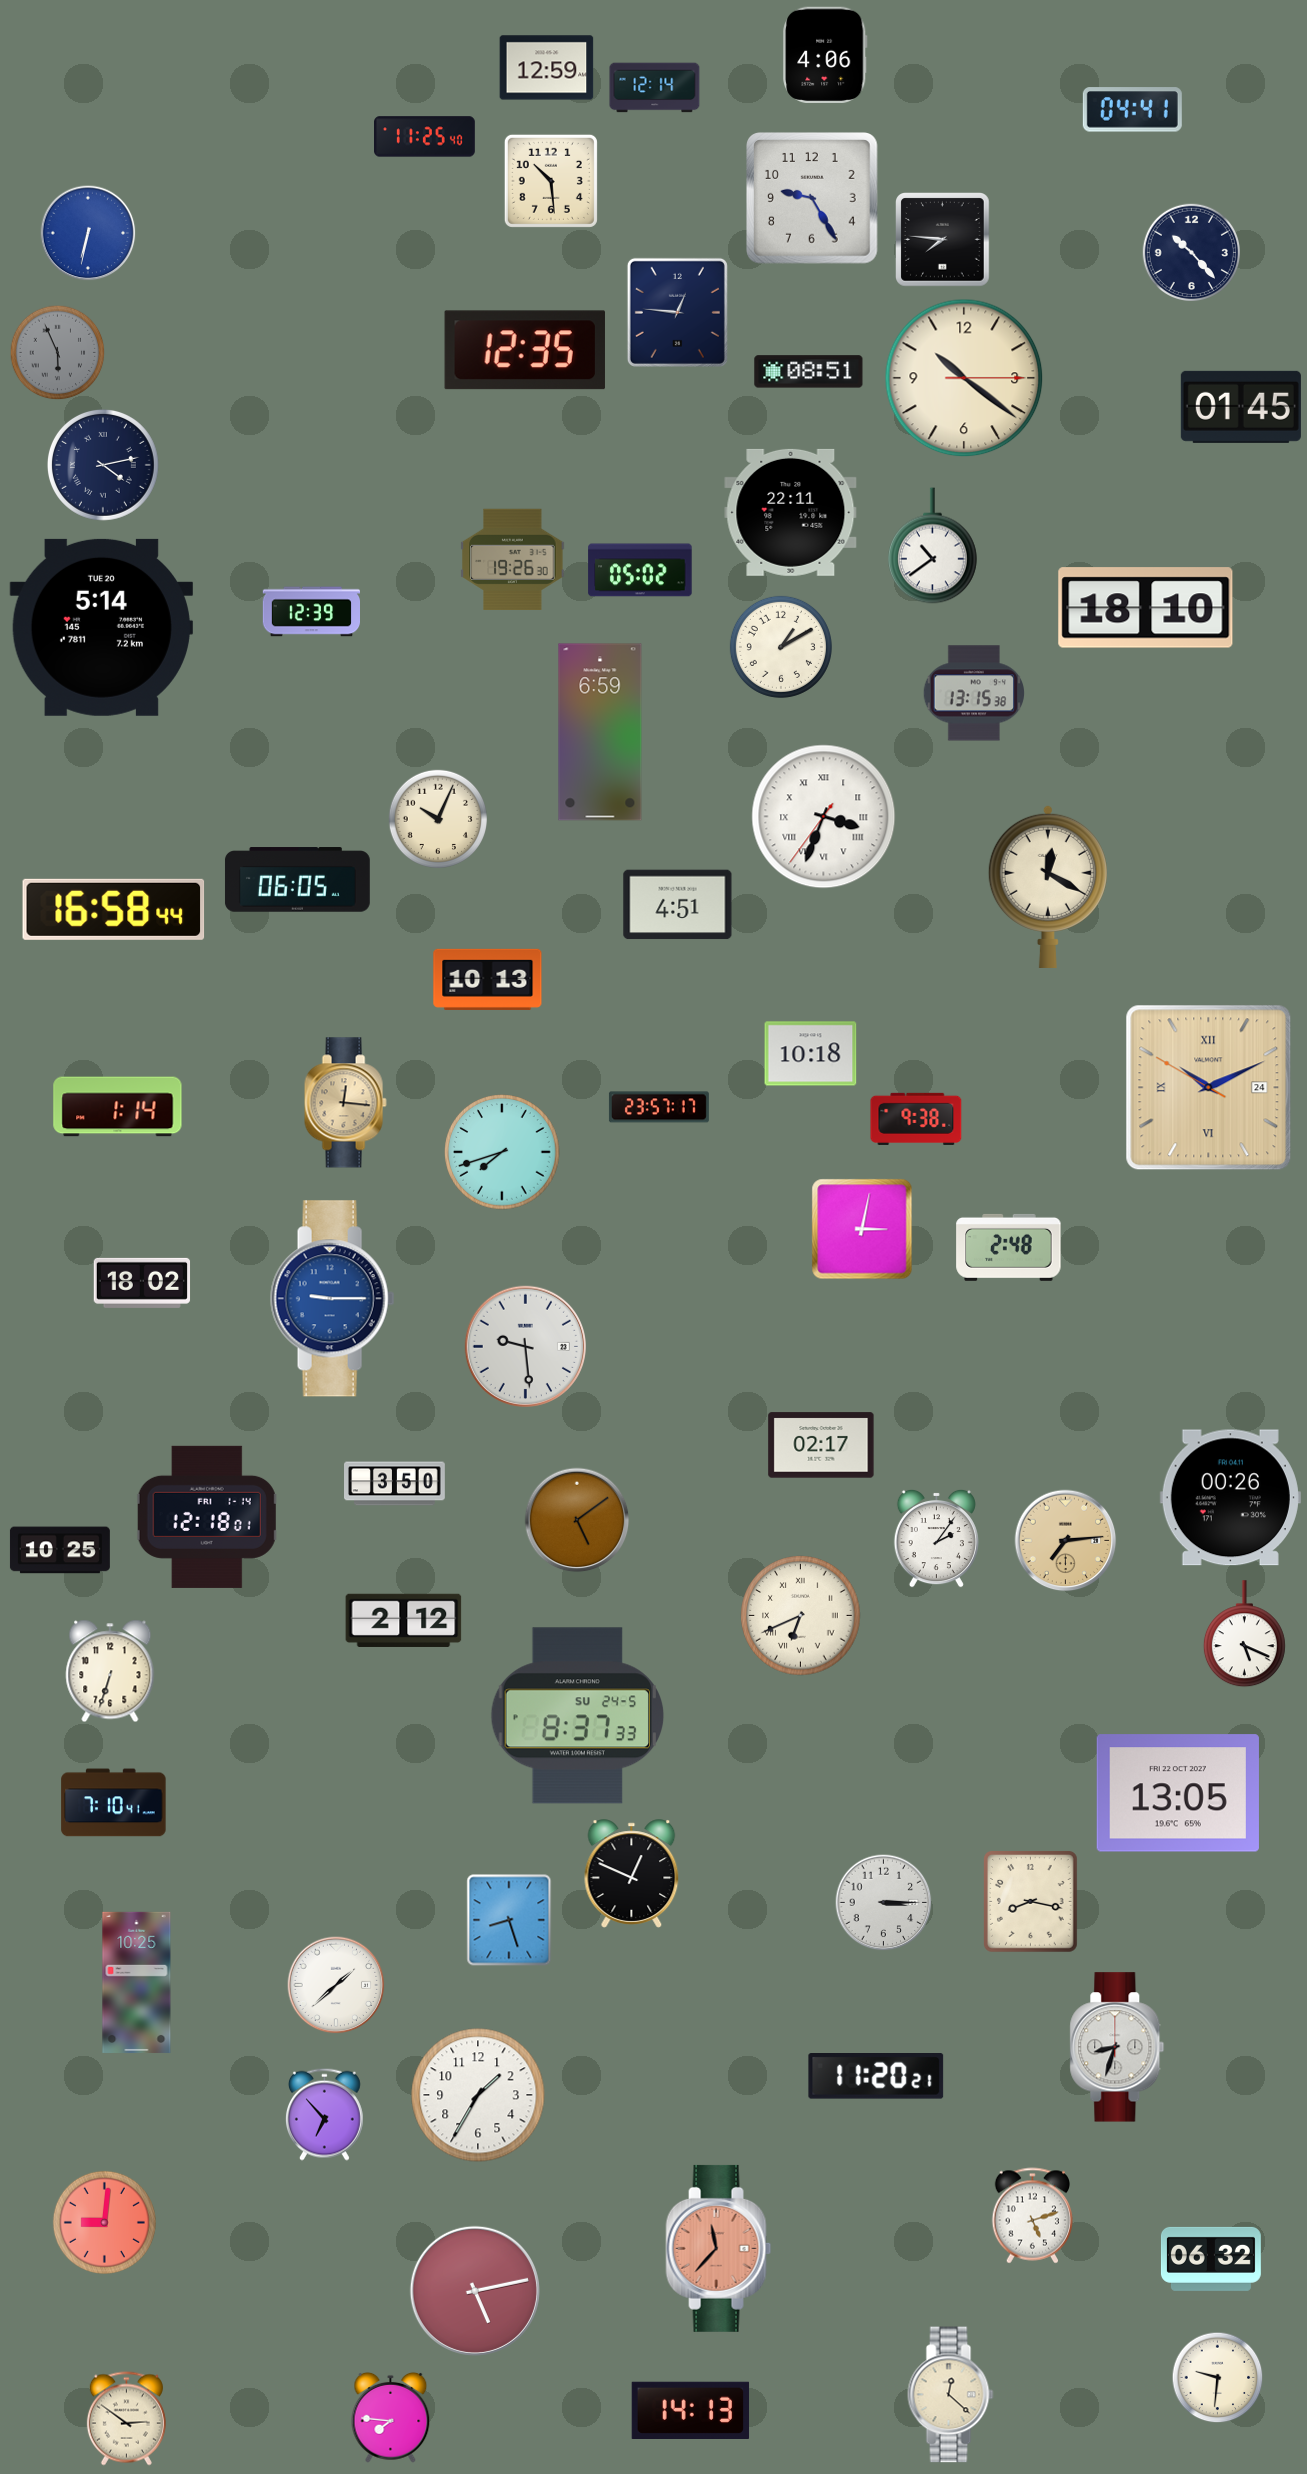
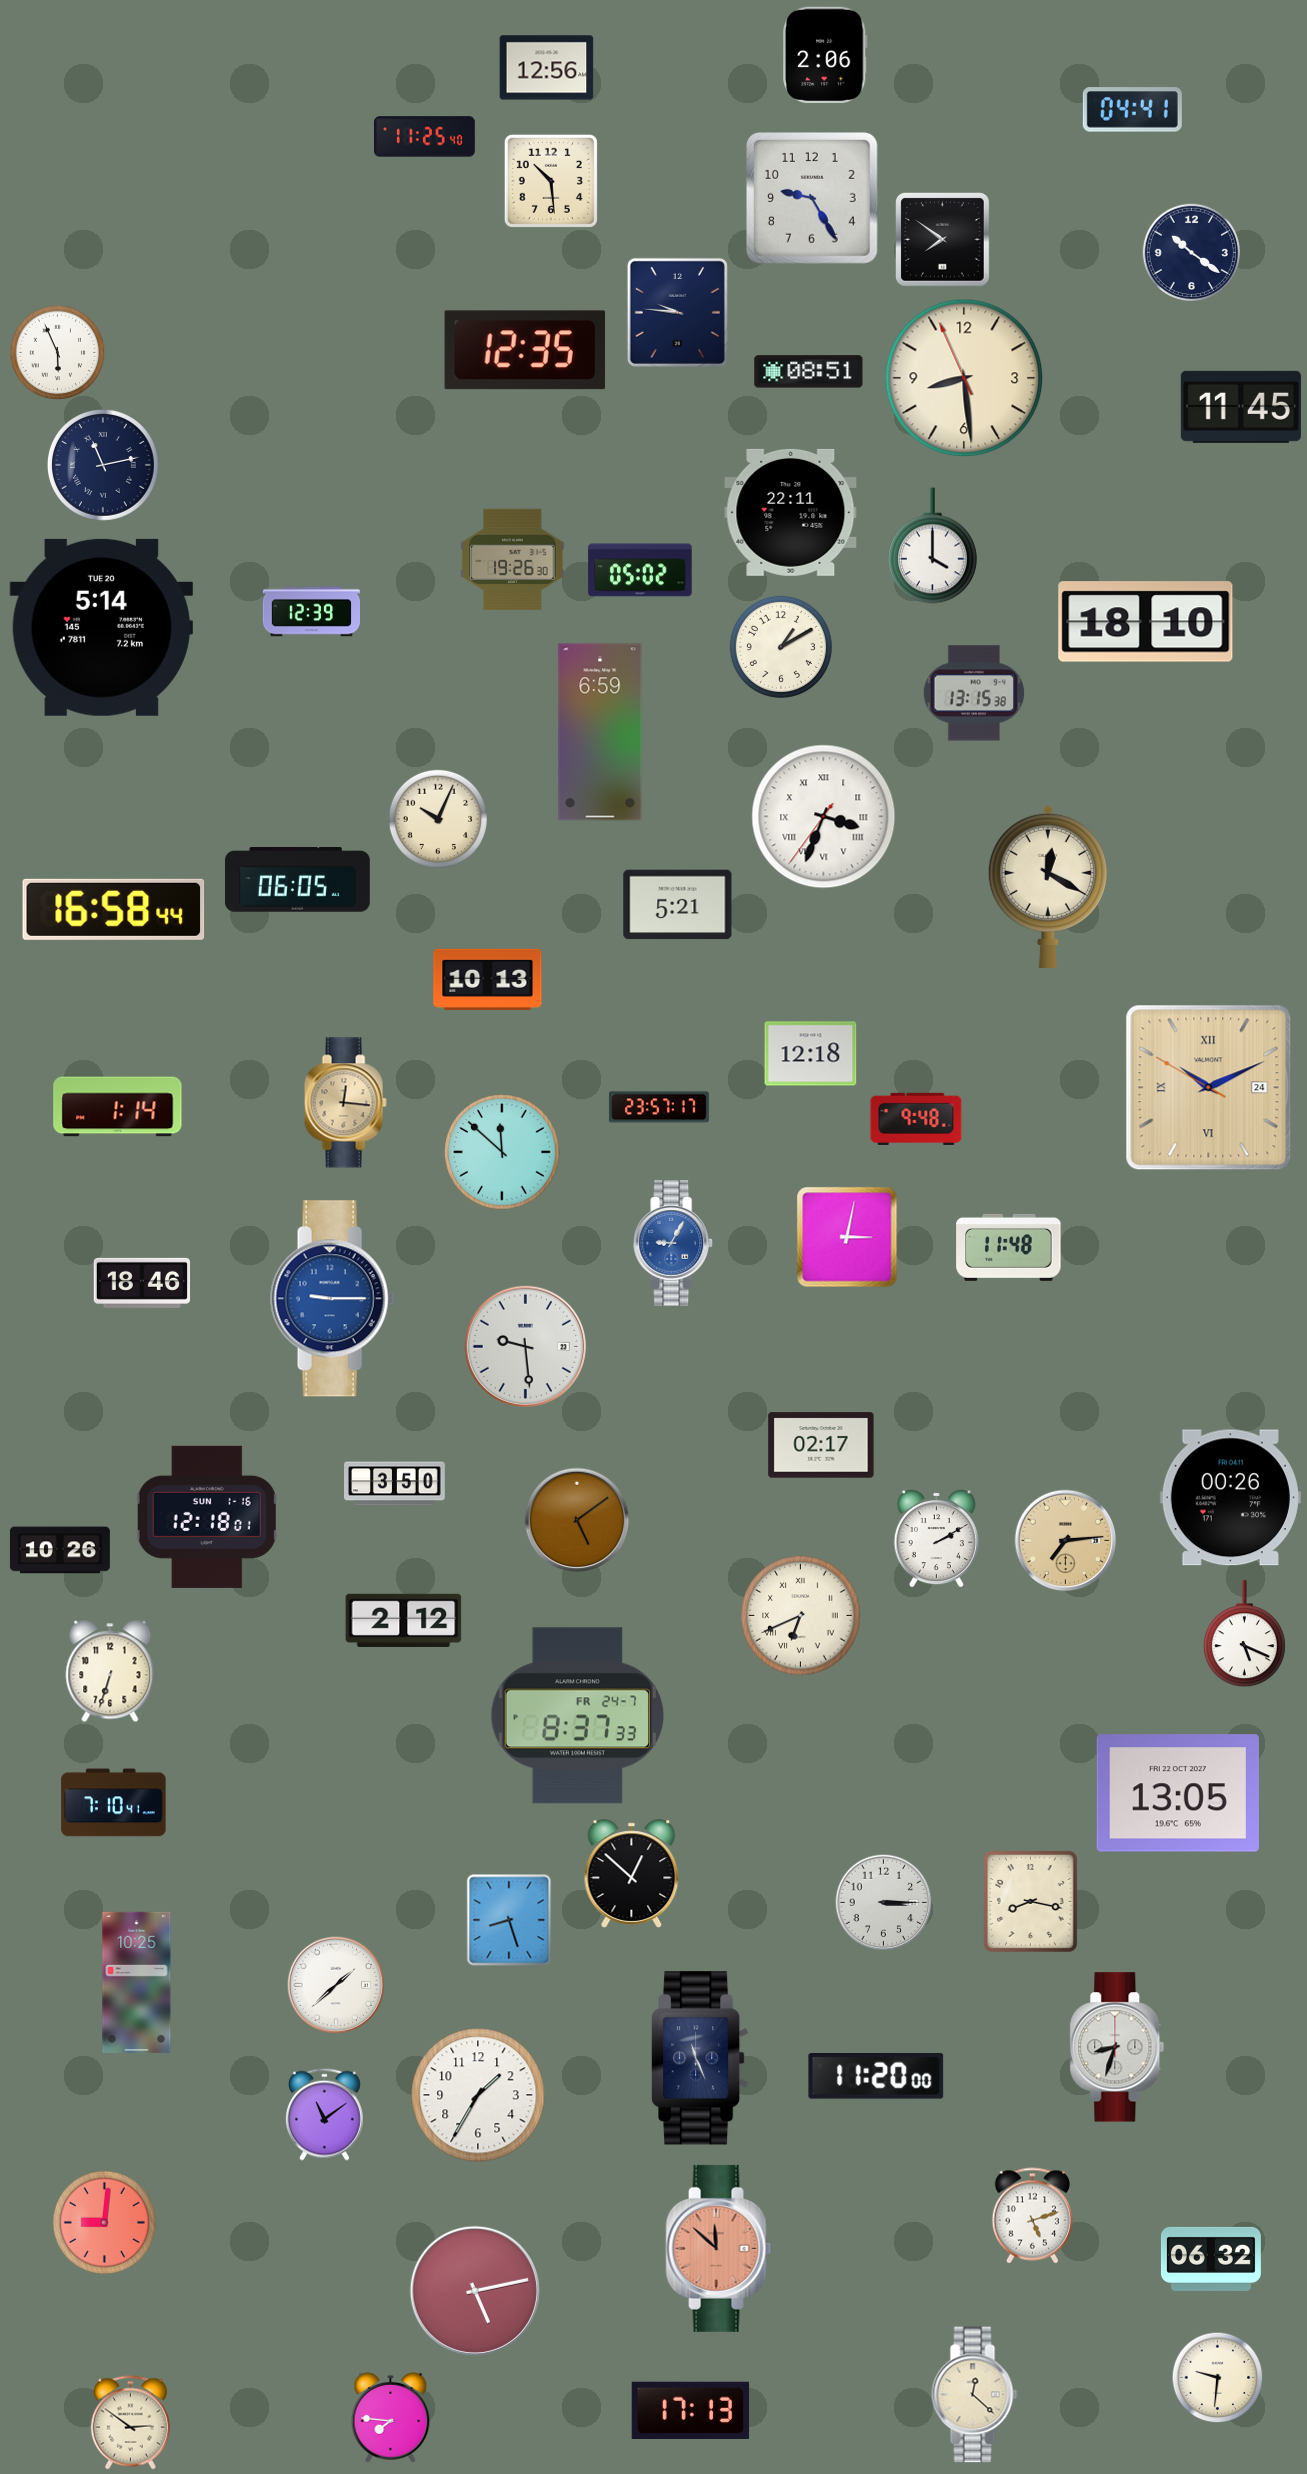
clock at (825, 54): 4:06 -> 2:06
clock at (547, 68): 12:59 -> 12:56
clock at (655, 88): 12:14 -> none
clock at (88, 233): 6:32 -> none
clock at (943, 240): 7:46 -> 7:51
clock at (1191, 252): 10:23 -> 10:21
clock at (677, 312): 12:46 -> 9:46
clock at (58, 353) dial: grey -> white
clock at (964, 378): 10:21 -> 8:28
clock at (1241, 407): 01:45 -> 11:45
clock at (103, 465): 4:13 -> 11:13
clock at (933, 546): 10:39 -> 4:00
clock at (1146, 608) position: (1146, 608) -> (1146, 622)
clock at (678, 905): 4:51 -> 5:21
clock at (811, 1054): 10:18 -> 12:18
clock at (916, 1119): 9:38 -> 9:48
clock at (503, 1153): 7:42 -> 11:52
clock at (862, 1229) position: (862, 1229) -> (847, 1237)
clock at (674, 1243): none -> 9:05
clock at (1009, 1247): 2:48 -> 11:48
clock at (142, 1283): 18:02 -> 18:46
clock at (207, 1517) date: FRI 1-14 -> SUN 1-16
clock at (936, 1538): 2:06 -> 2:10
clock at (60, 1550): 10:25 -> 10:26
clock at (578, 1716) date: SU 24-5 -> FR 24-7
clock at (632, 1874): 12:49 -> 12:52
clock at (700, 2058): none -> 11:26
clock at (876, 2077): 11:20:21 -> 11:20:00
clock at (324, 2114): 6:53 -> 11:09
clock at (719, 2248): 11:37 -> 11:52
clock at (951, 2395) position: (951, 2395) -> (975, 2395)
clock at (691, 2410): 14:13 -> 17:13
clock at (126, 2419) position: (126, 2419) -> (130, 2423)
